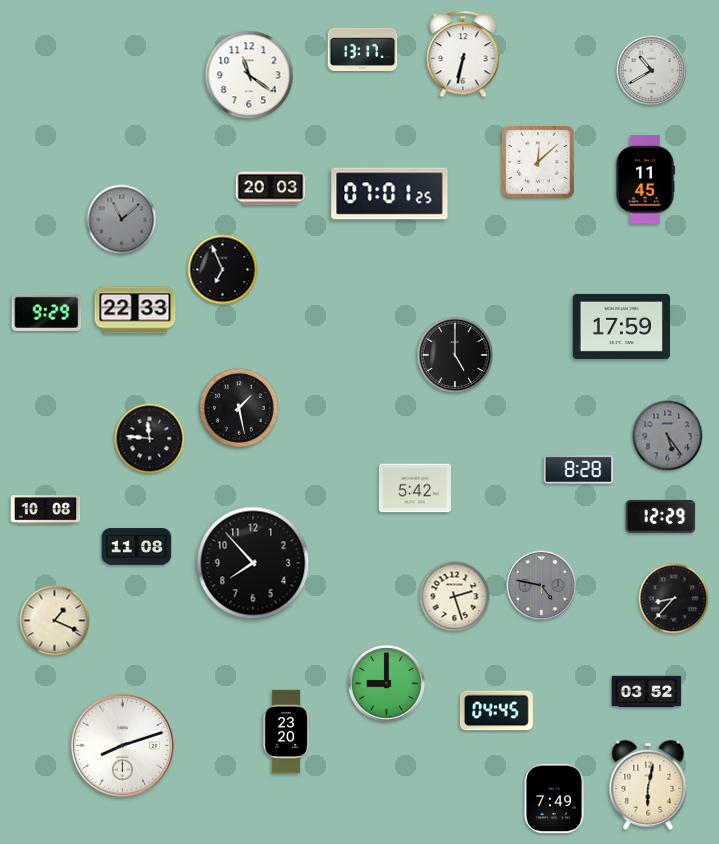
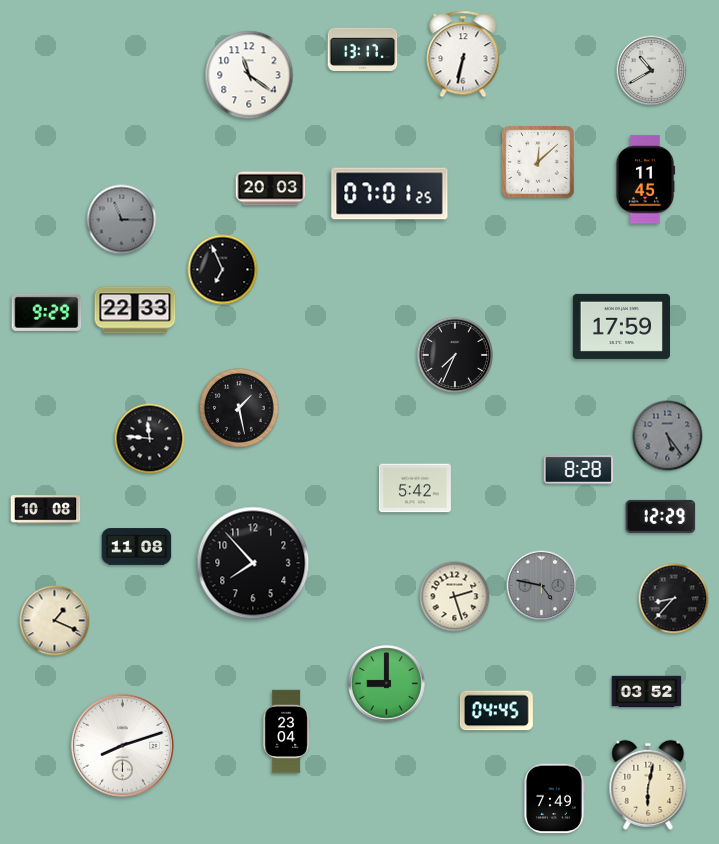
clock at (122, 220): 11:08 -> 11:15
clock at (454, 354): 5:00 -> 7:34
clock at (286, 732): 23:20 -> 23:04
